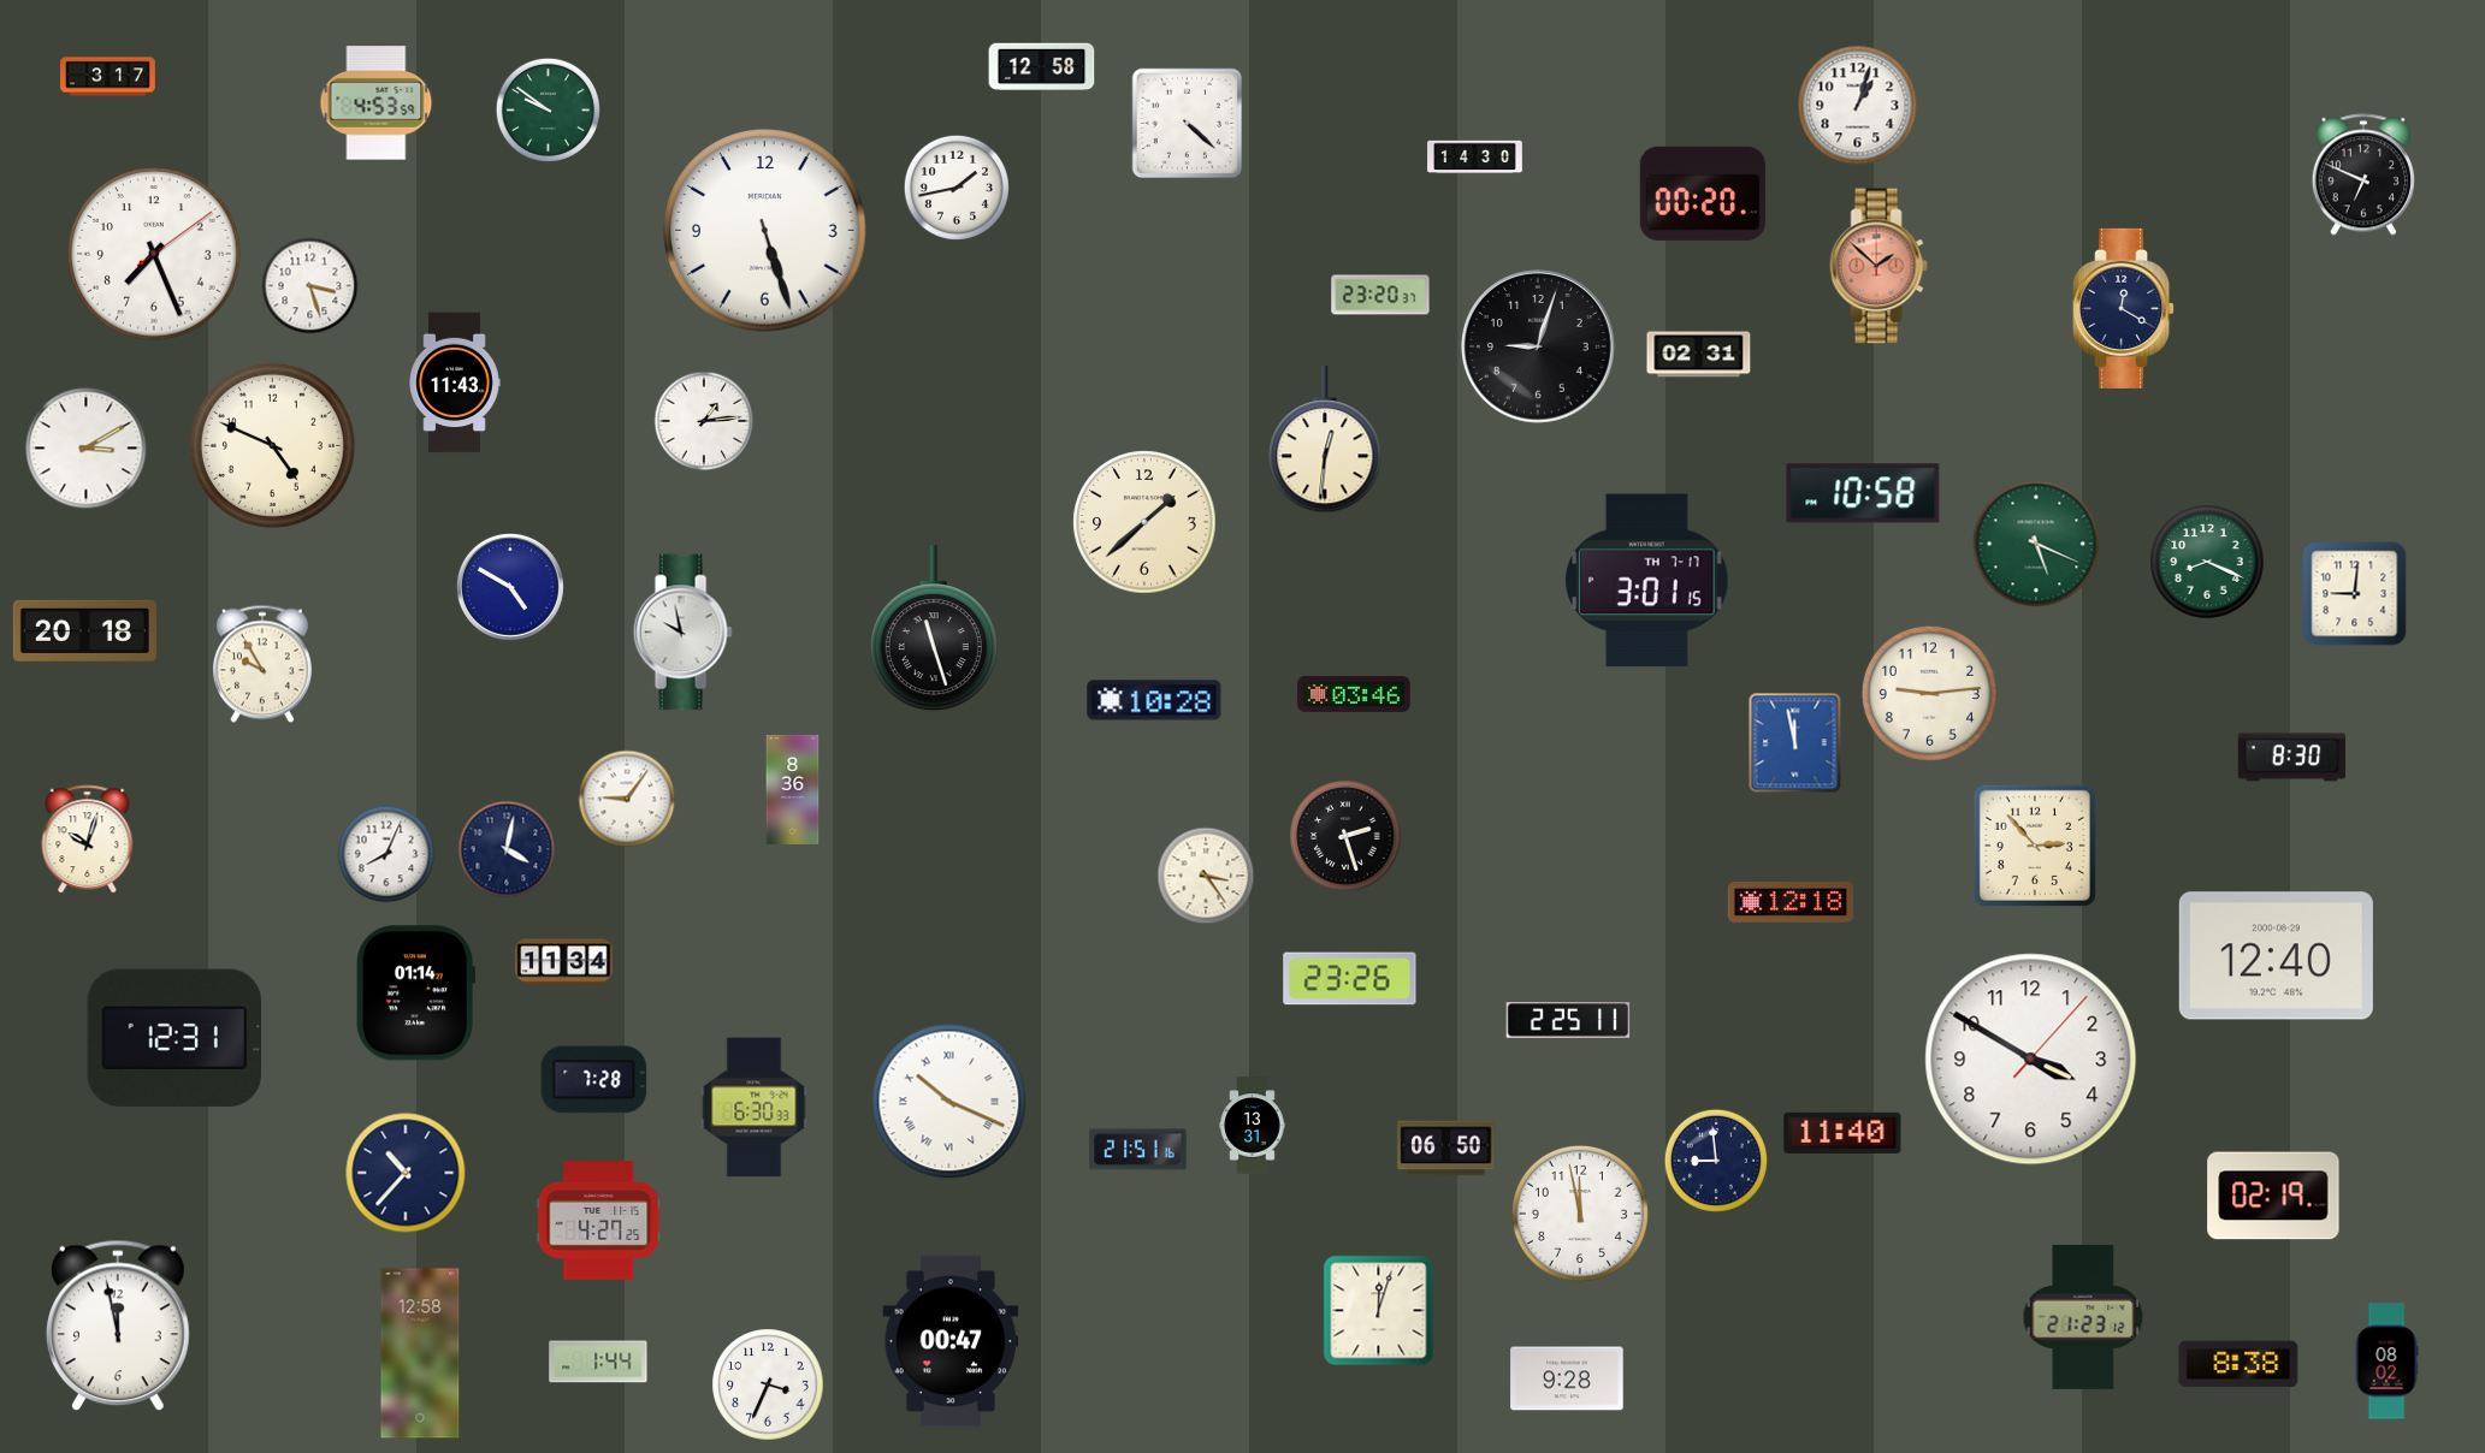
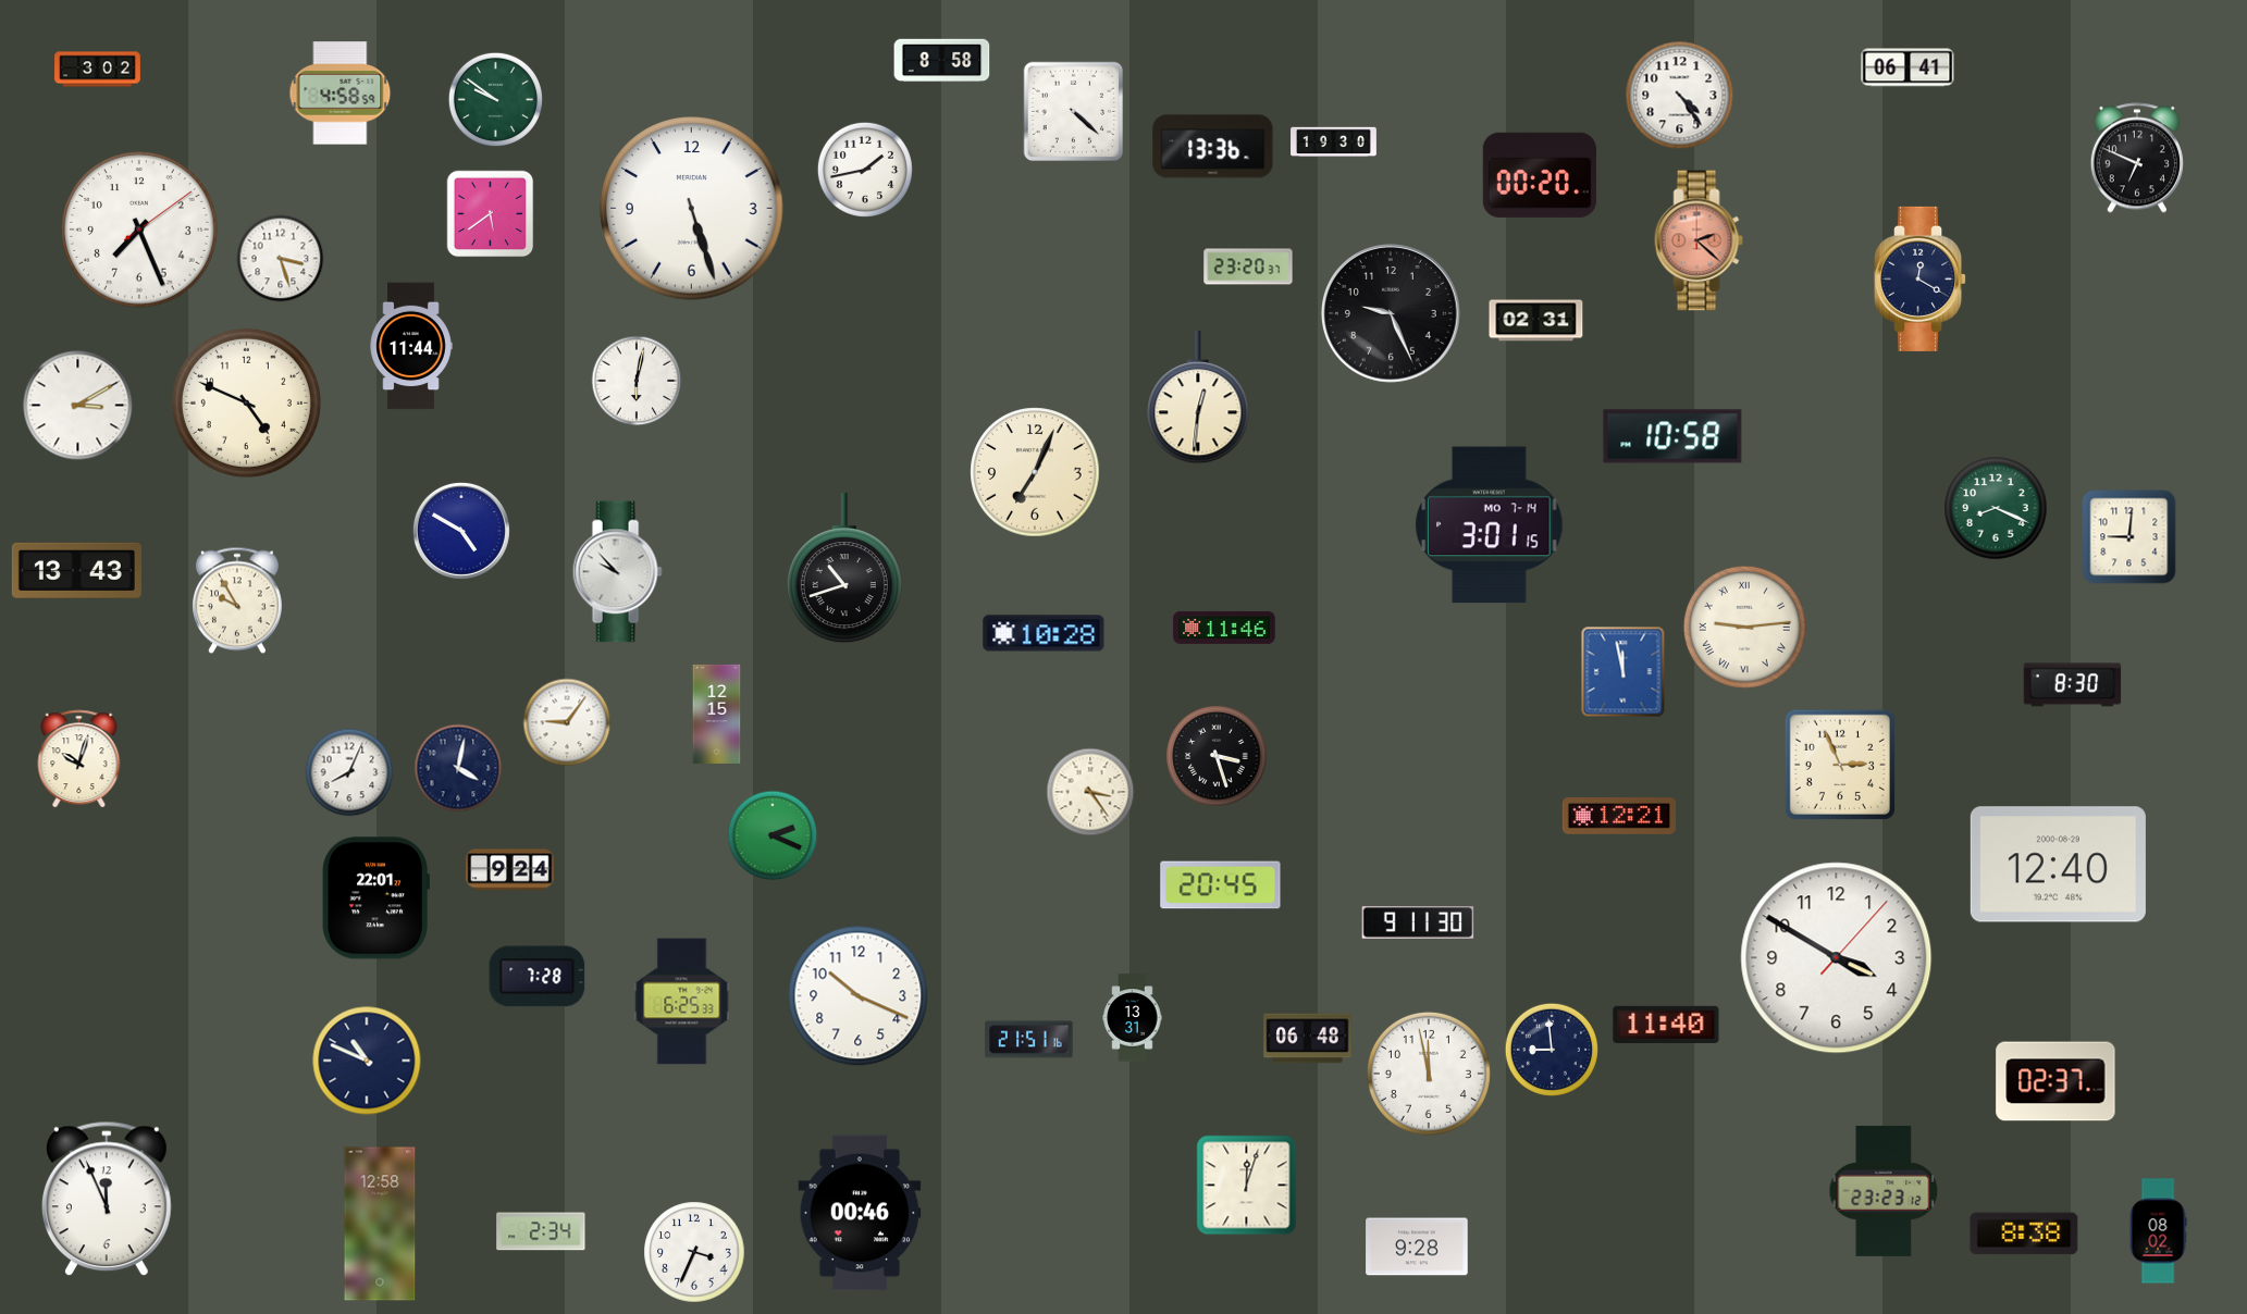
clock at (1042, 67): 12:58 -> 8:58
clock at (1908, 67): none -> 06:41
clock at (108, 77): 3:17 -> 3:02
clock at (377, 103): 4:53 -> 4:58
clock at (1858, 106): 1:03 -> 4:24
clock at (1475, 158): 14:30 -> 19:30
clock at (1213, 147): none -> 13:36
clock at (491, 214): none -> 5:39
clock at (1878, 266): 1:52 -> 2:22
clock at (1539, 348): 9:03 -> 9:26
clock at (455, 382): 11:43 -> 11:44
clock at (704, 421): 1:14 -> 6:02
clock at (1863, 493) position: (1863, 493) -> (1672, 436)
clock at (1144, 522): 1:38 -> 7:04
clock at (2036, 544): 5:19 -> none
clock at (1647, 581) date: TH 7-17 -> MO 7-14
clock at (934, 629): 11:27 -> 10:42
clock at (84, 630): 20:18 -> 13:43
clock at (682, 633): 9:58 -> 9:53
clock at (1929, 693) numerals: Arabic -> Roman
clock at (1354, 694): 03:46 -> 11:46
clock at (793, 789): 8:36 -> 12:15
clock at (1345, 836): 2:27 -> 3:27
clock at (2035, 846): 2:53 -> 2:56
clock at (1789, 902): 12:18 -> 12:21
clock at (773, 835): none -> 2:19
clock at (564, 962): 11:34 -> 9:24
clock at (1350, 979): 23:26 -> 20:45
clock at (415, 994): 01:14 -> 22:01
clock at (1568, 1020): 2:25 -> 9:11
clock at (174, 1038): 12:31 -> none
clock at (949, 1102) numerals: Roman -> Arabic
clock at (755, 1108): 6:30 -> 6:25
clock at (1446, 1149): 06:50 -> 06:48
clock at (406, 1173): 10:37 -> 10:49
clock at (2273, 1196): 02:19 -> 02:37
clock at (1580, 1214) position: (1580, 1214) -> (1429, 1074)
clock at (599, 1221): 4:27 -> none
clock at (2083, 1317): 21:23 -> 23:23
clock at (119, 1326): 11:58 -> 11:56
clock at (951, 1341): 00:47 -> 00:46
clock at (598, 1362): 1:44 -> 2:34
